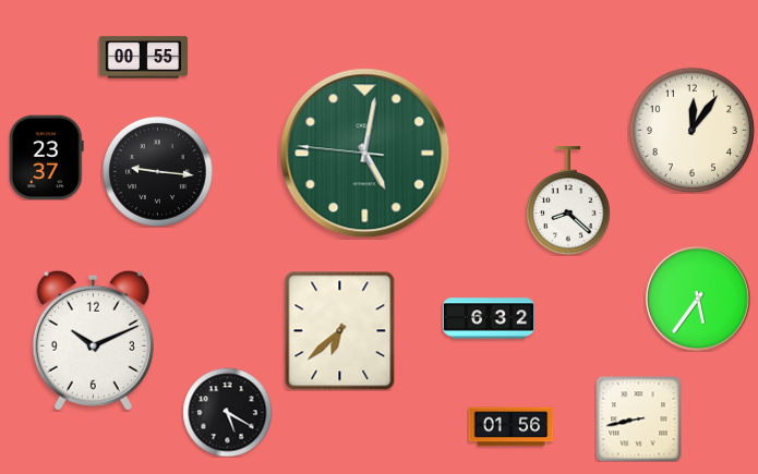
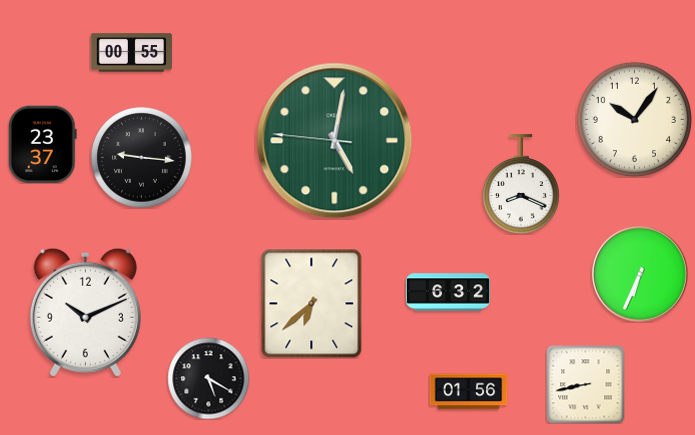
clock at (691, 130): 12:06 -> 10:06
clock at (157, 171) position: (157, 171) -> (141, 157)
clock at (568, 200): 8:22 -> 8:19
clock at (698, 299): 5:36 -> 6:34
